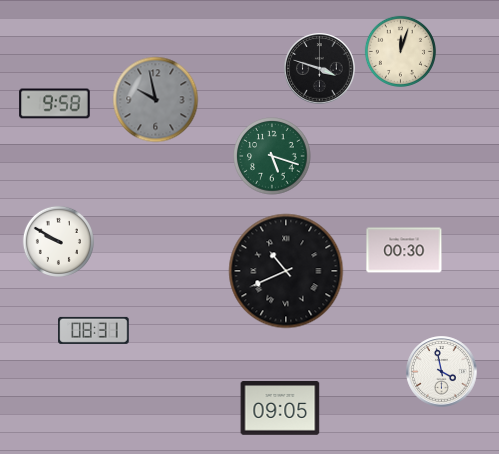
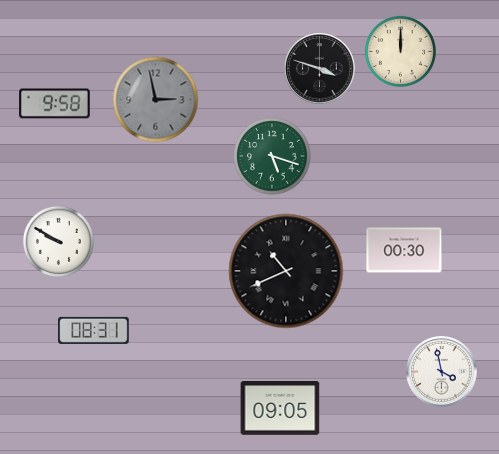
clock at (400, 51): 12:03 -> 12:00
clock at (156, 100): 9:58 -> 2:58
